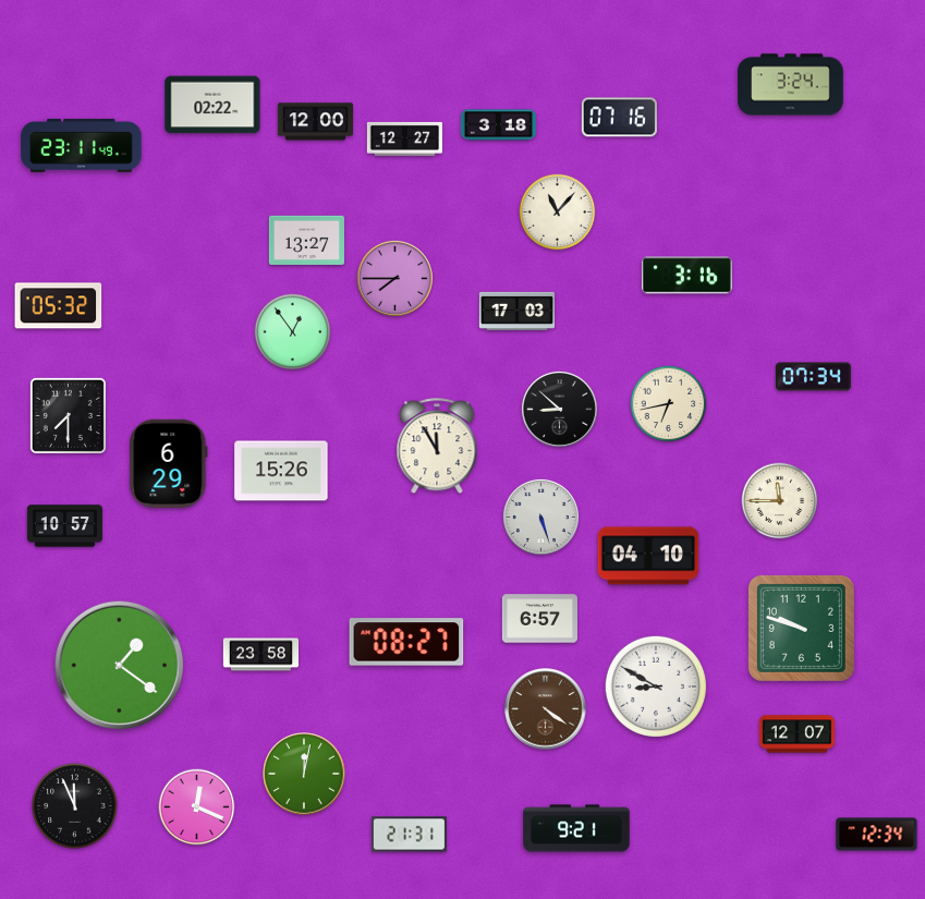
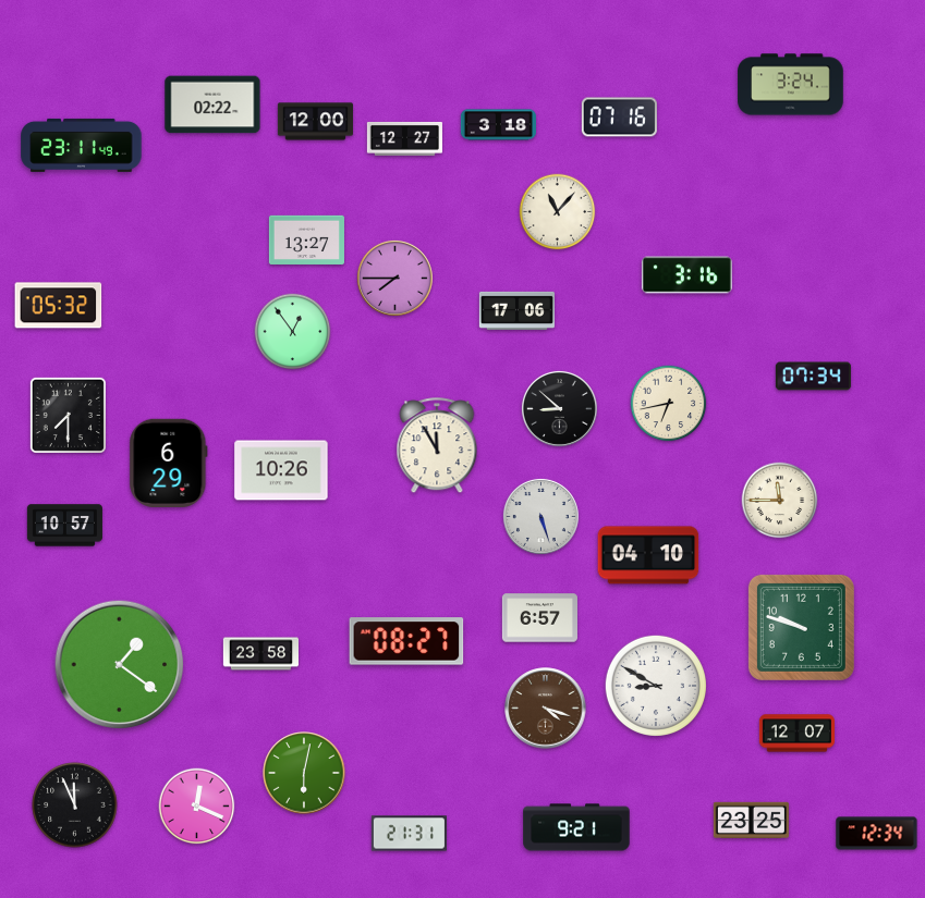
clock at (516, 311): 17:03 -> 17:06
clock at (281, 471): 15:26 -> 10:26
clock at (546, 709): 4:21 -> 4:18
clock at (304, 774): 12:02 -> 6:02
clock at (751, 820): none -> 23:25
